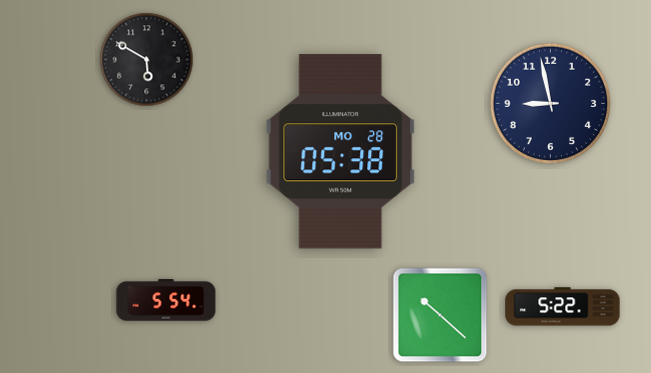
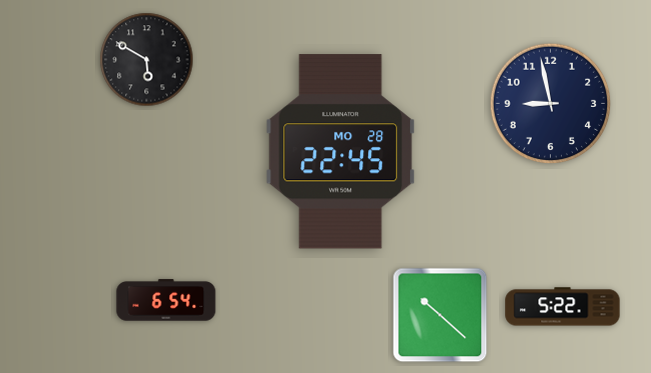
clock at (341, 152): 05:38 -> 22:45
clock at (166, 300): 5:54 -> 6:54
